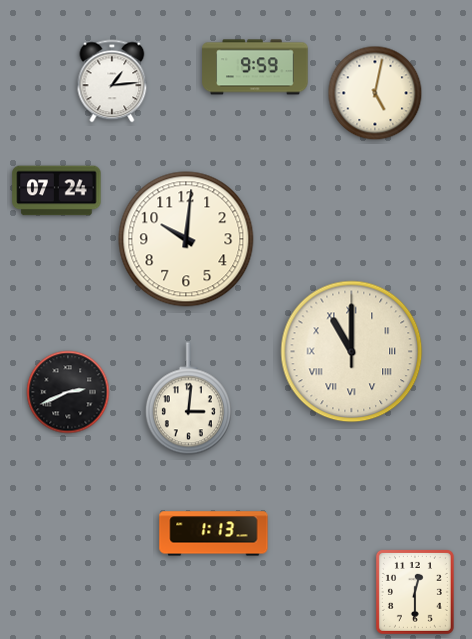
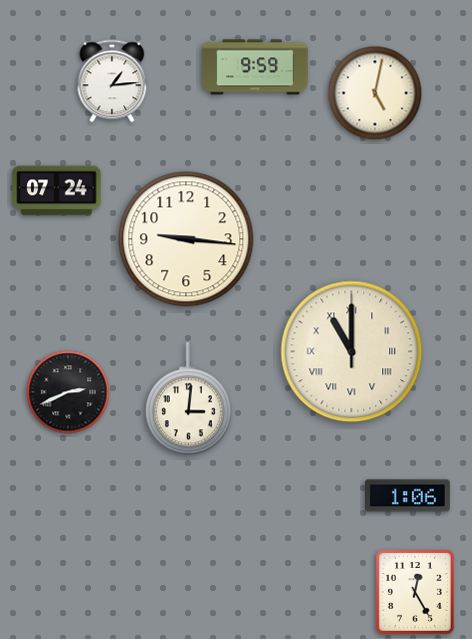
clock at (186, 239): 10:01 -> 9:16
clock at (407, 496): none -> 1:06
clock at (214, 534): 1:13 -> none
clock at (415, 592): 12:30 -> 12:25
